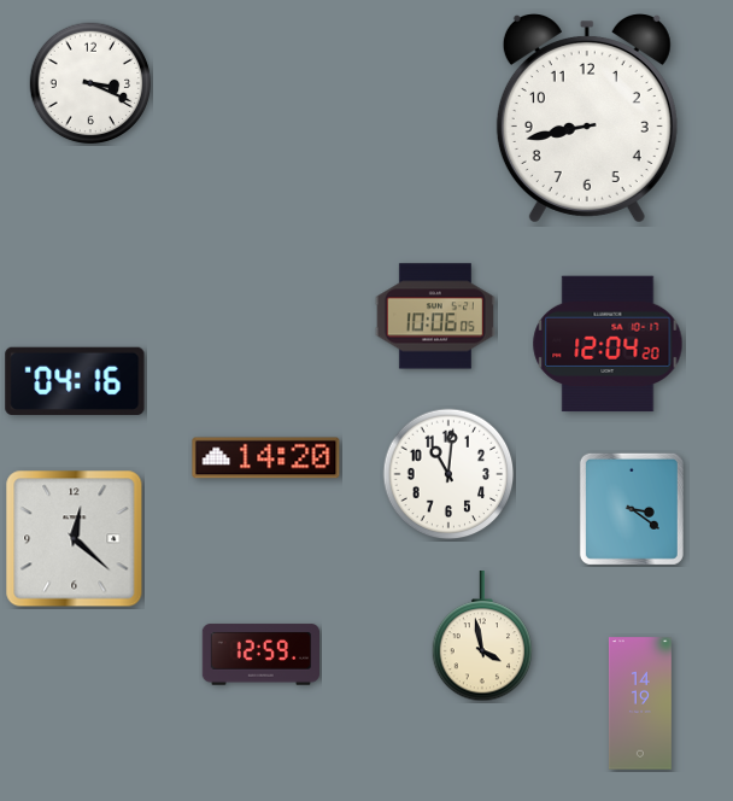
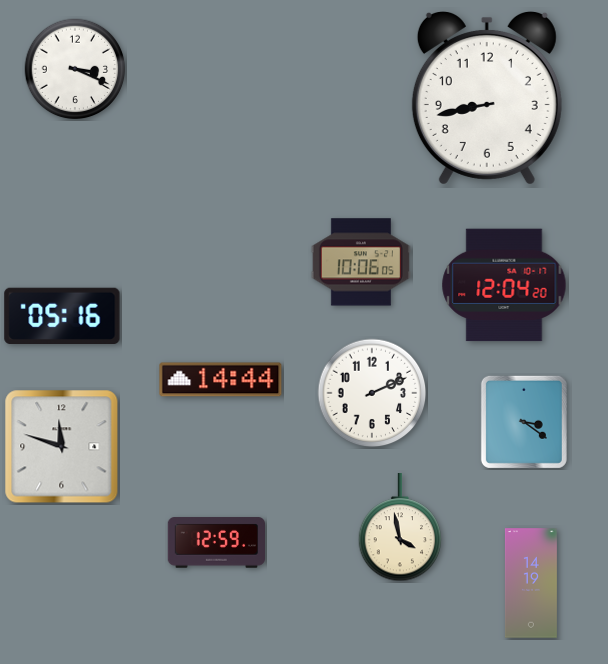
clock at (75, 380): 04:16 -> 05:16
clock at (266, 458): 14:20 -> 14:44
clock at (448, 474): 11:01 -> 2:11
clock at (75, 539): 12:22 -> 11:48
